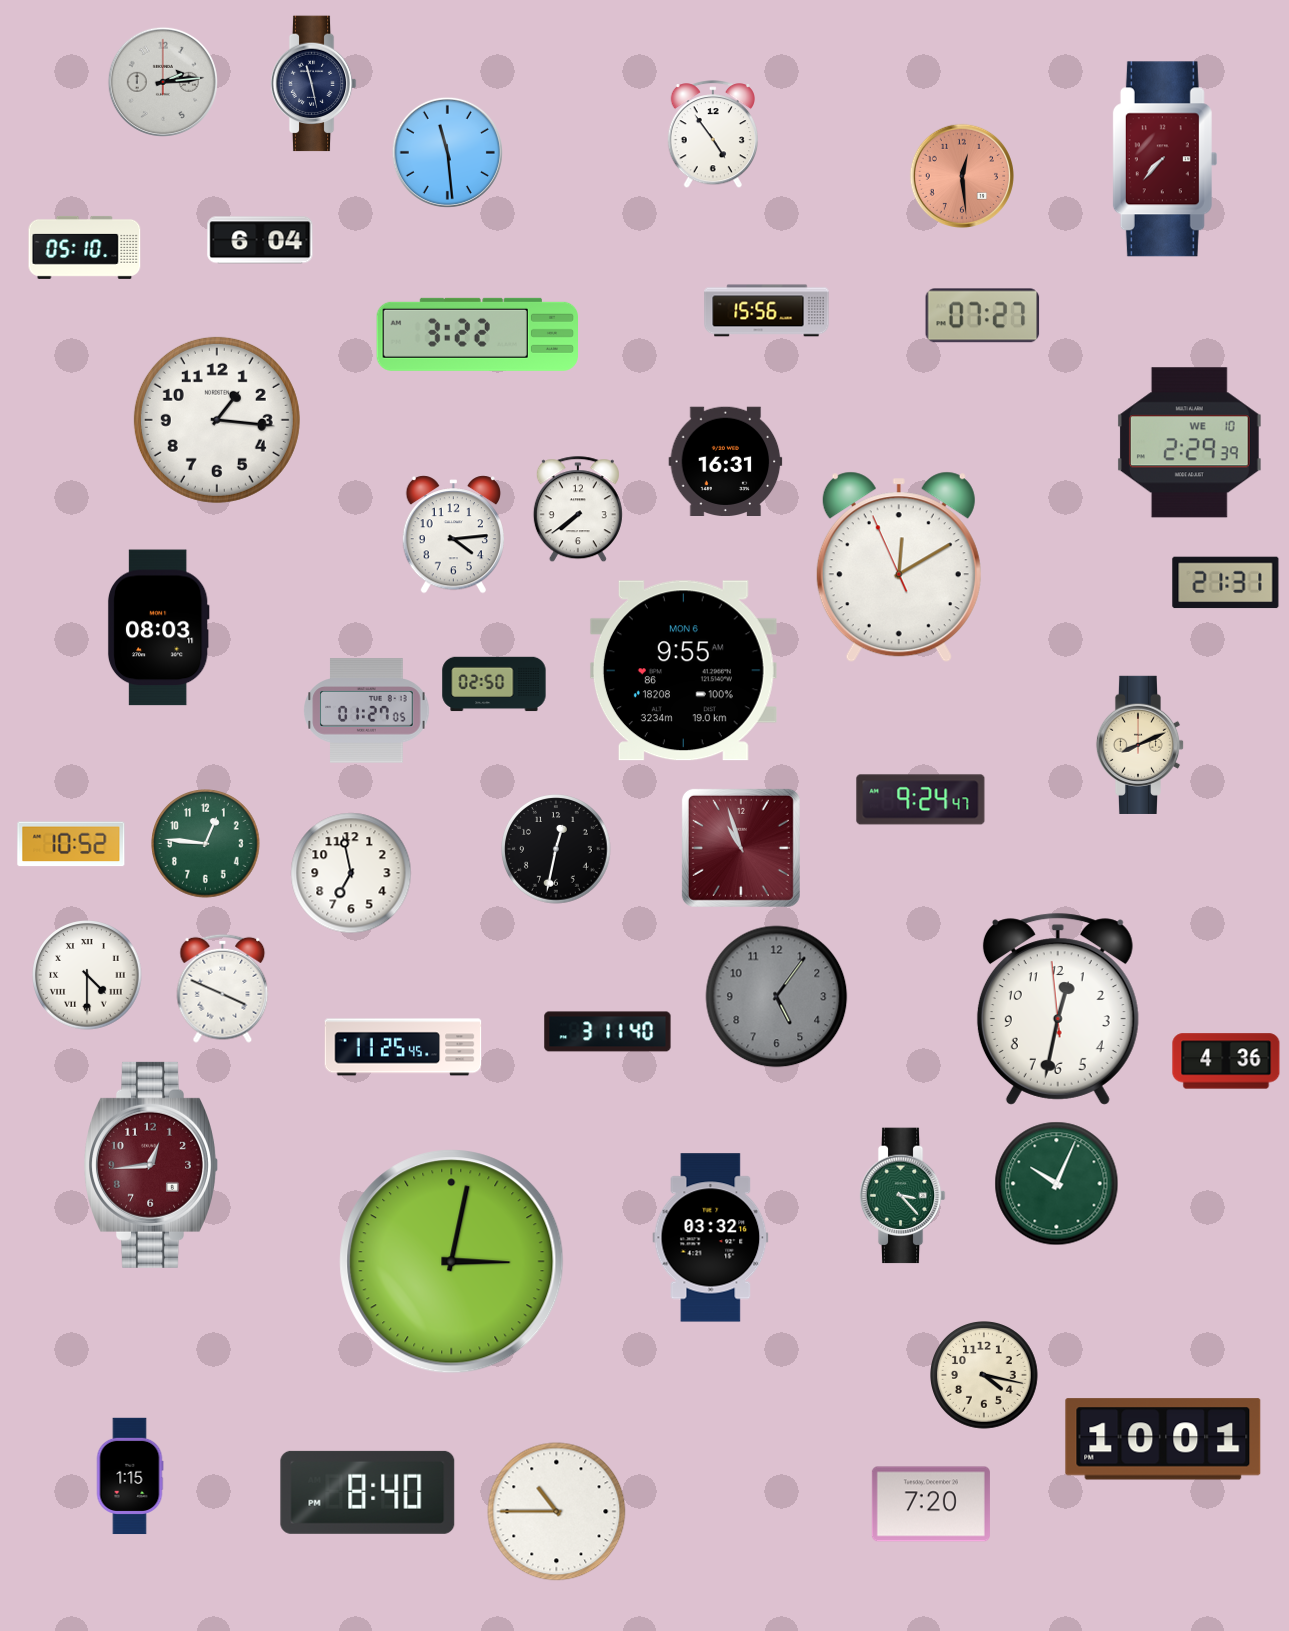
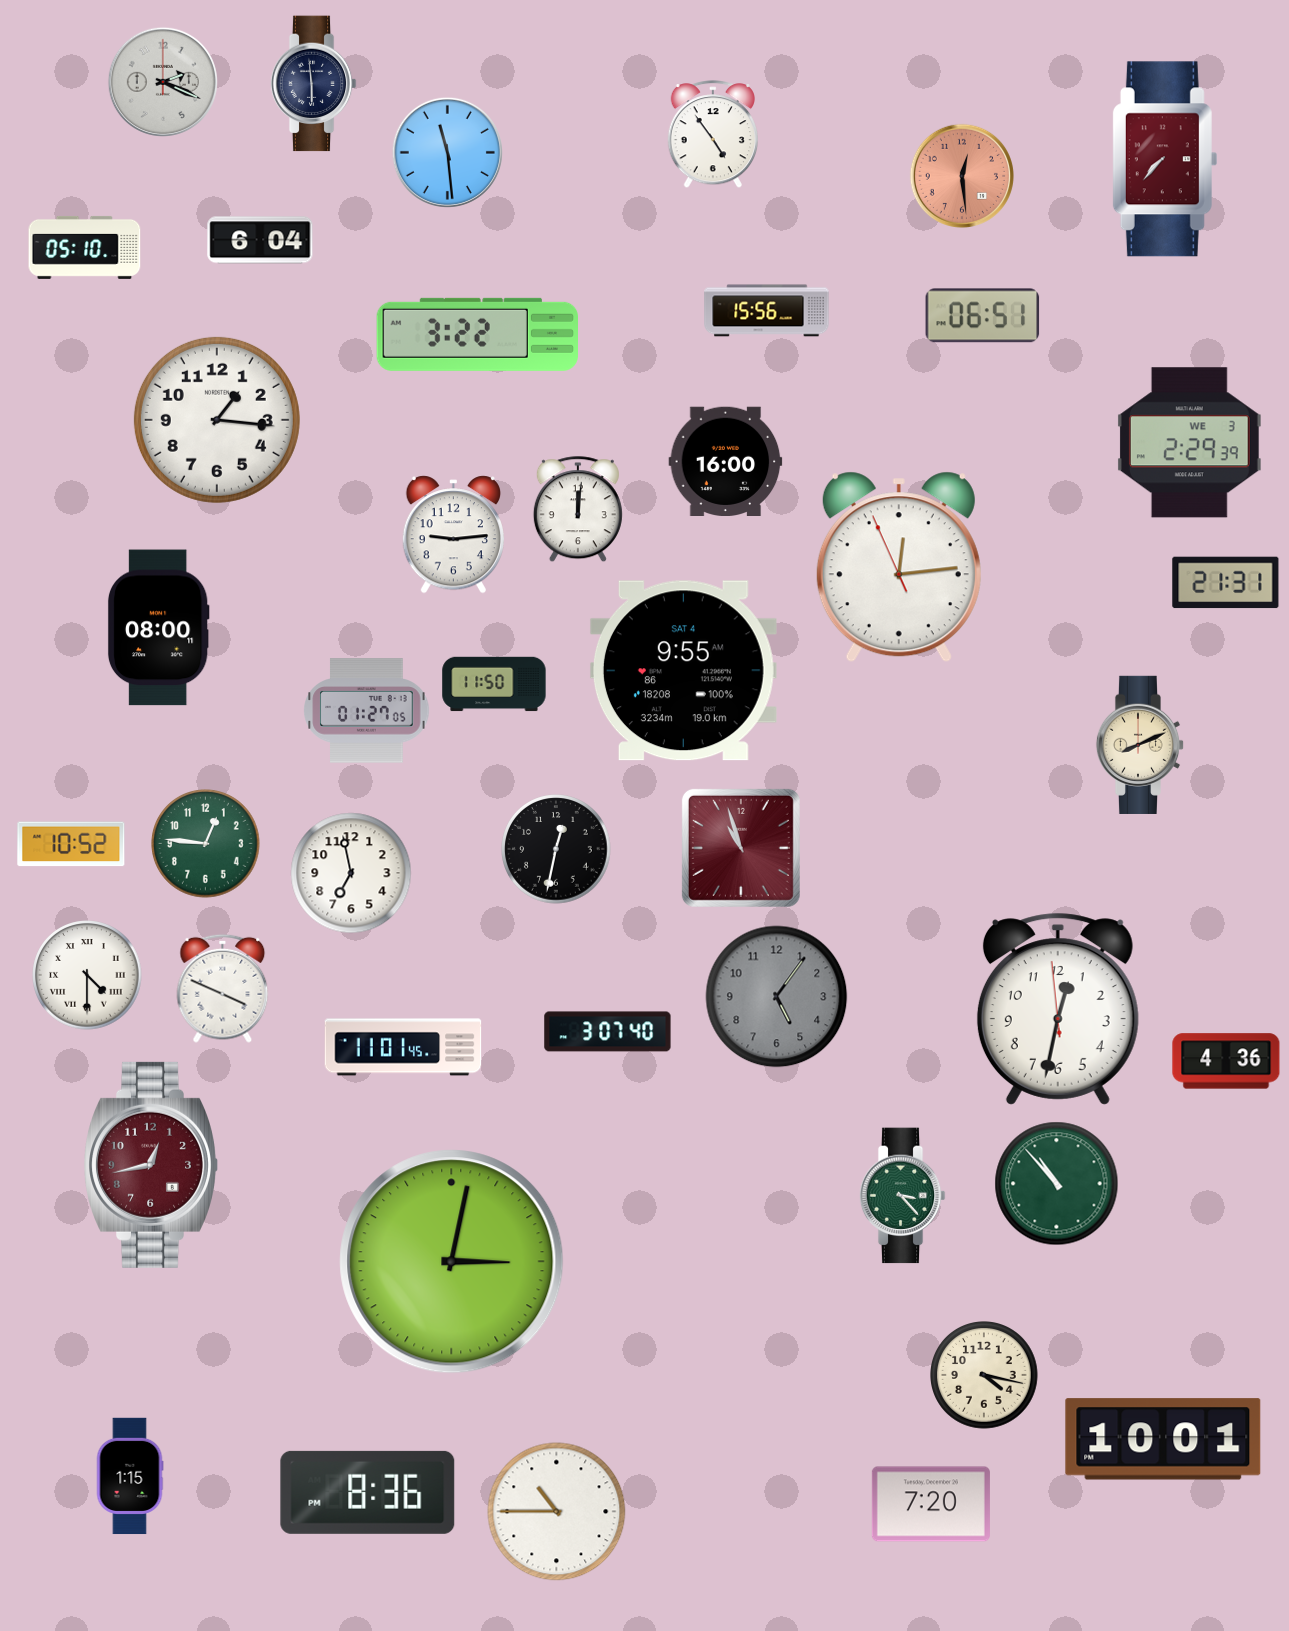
clock at (163, 82): 2:14 -> 2:19
clock at (313, 84): 11:28 -> 5:59
clock at (983, 316): 07:27 -> 06:51
clock at (1189, 443) date: WE 10 -> WE 3
clock at (726, 461): 16:31 -> 16:00
clock at (578, 510): 7:39 -> 12:01
clock at (453, 535): 4:14 -> 9:14
clock at (899, 567): 12:09 -> 12:13
clock at (158, 628): 08:03 -> 08:00
clock at (683, 671) date: MON 6 -> SAT 4
clock at (494, 684): 02:50 -> 11:50
clock at (921, 800): 9:24 -> none
clock at (608, 1032): 3:11 -> 3:07
clock at (403, 1047): 11:25 -> 11:01
clock at (151, 1165): 12:44 -> 12:43
clock at (1057, 1184): 10:04 -> 10:53
clock at (711, 1238): 03:32 -> none
clock at (368, 1492): 8:40 -> 8:36
